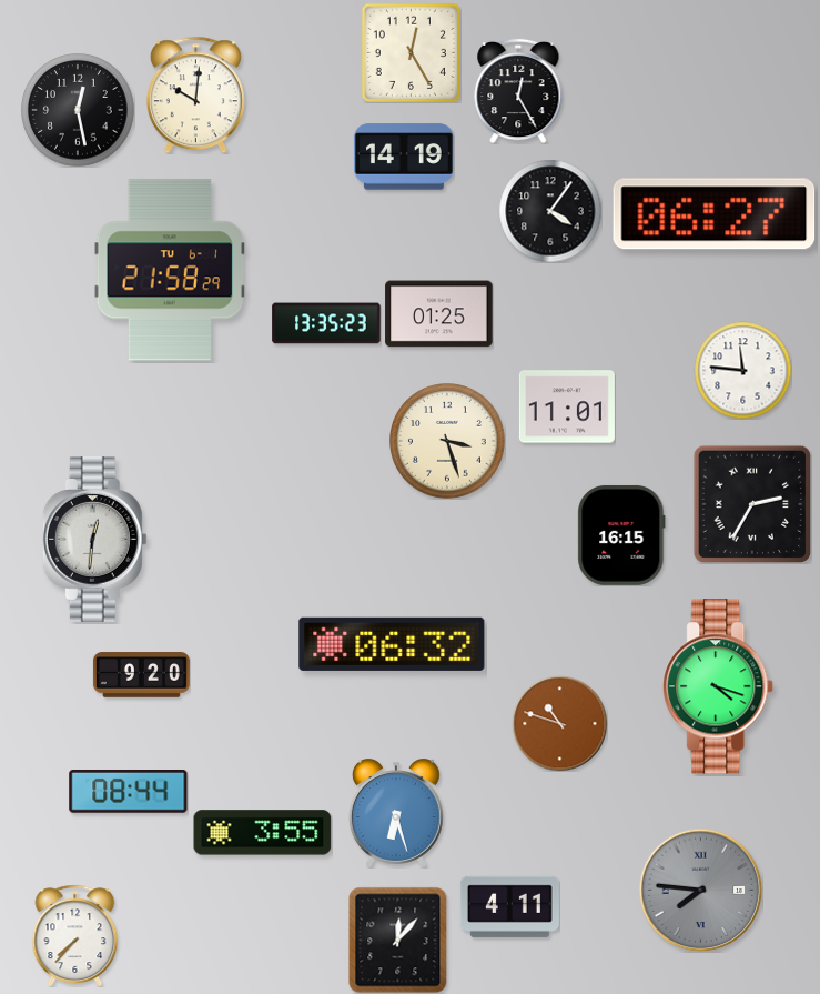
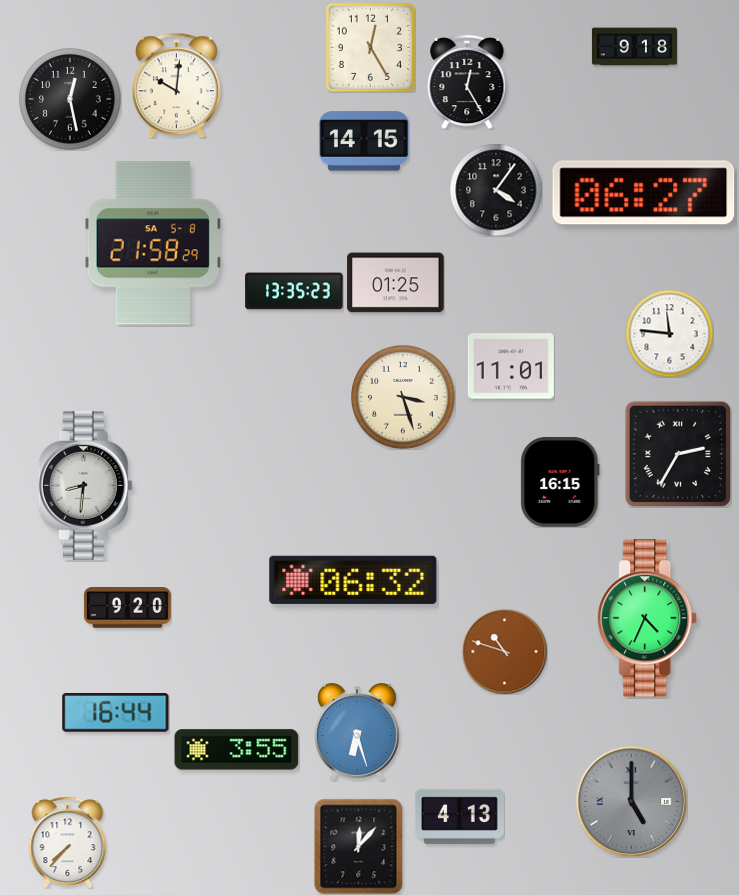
clock at (634, 47): none -> 9:18
clock at (404, 157): 14:19 -> 14:15
clock at (170, 270) date: TU 6-1 -> SA 5-8
clock at (94, 539): 12:31 -> 8:31
clock at (719, 686): 4:18 -> 4:34
clock at (129, 792): 08:44 -> 16:44
clock at (700, 890): 7:46 -> 5:00
clock at (509, 906): 4:11 -> 4:13
